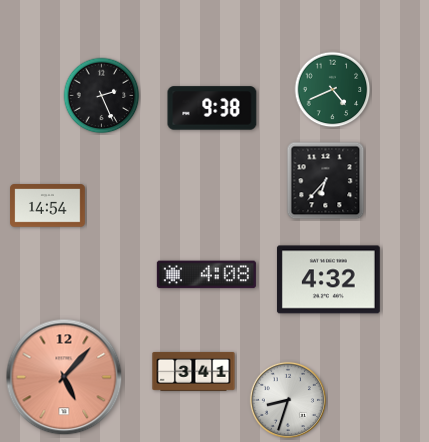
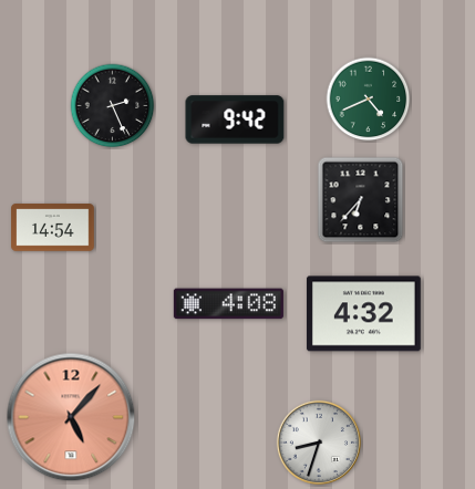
clock at (212, 108): 9:38 -> 9:42
clock at (328, 280) position: (328, 280) -> (363, 314)
clock at (194, 371): 3:41 -> none
